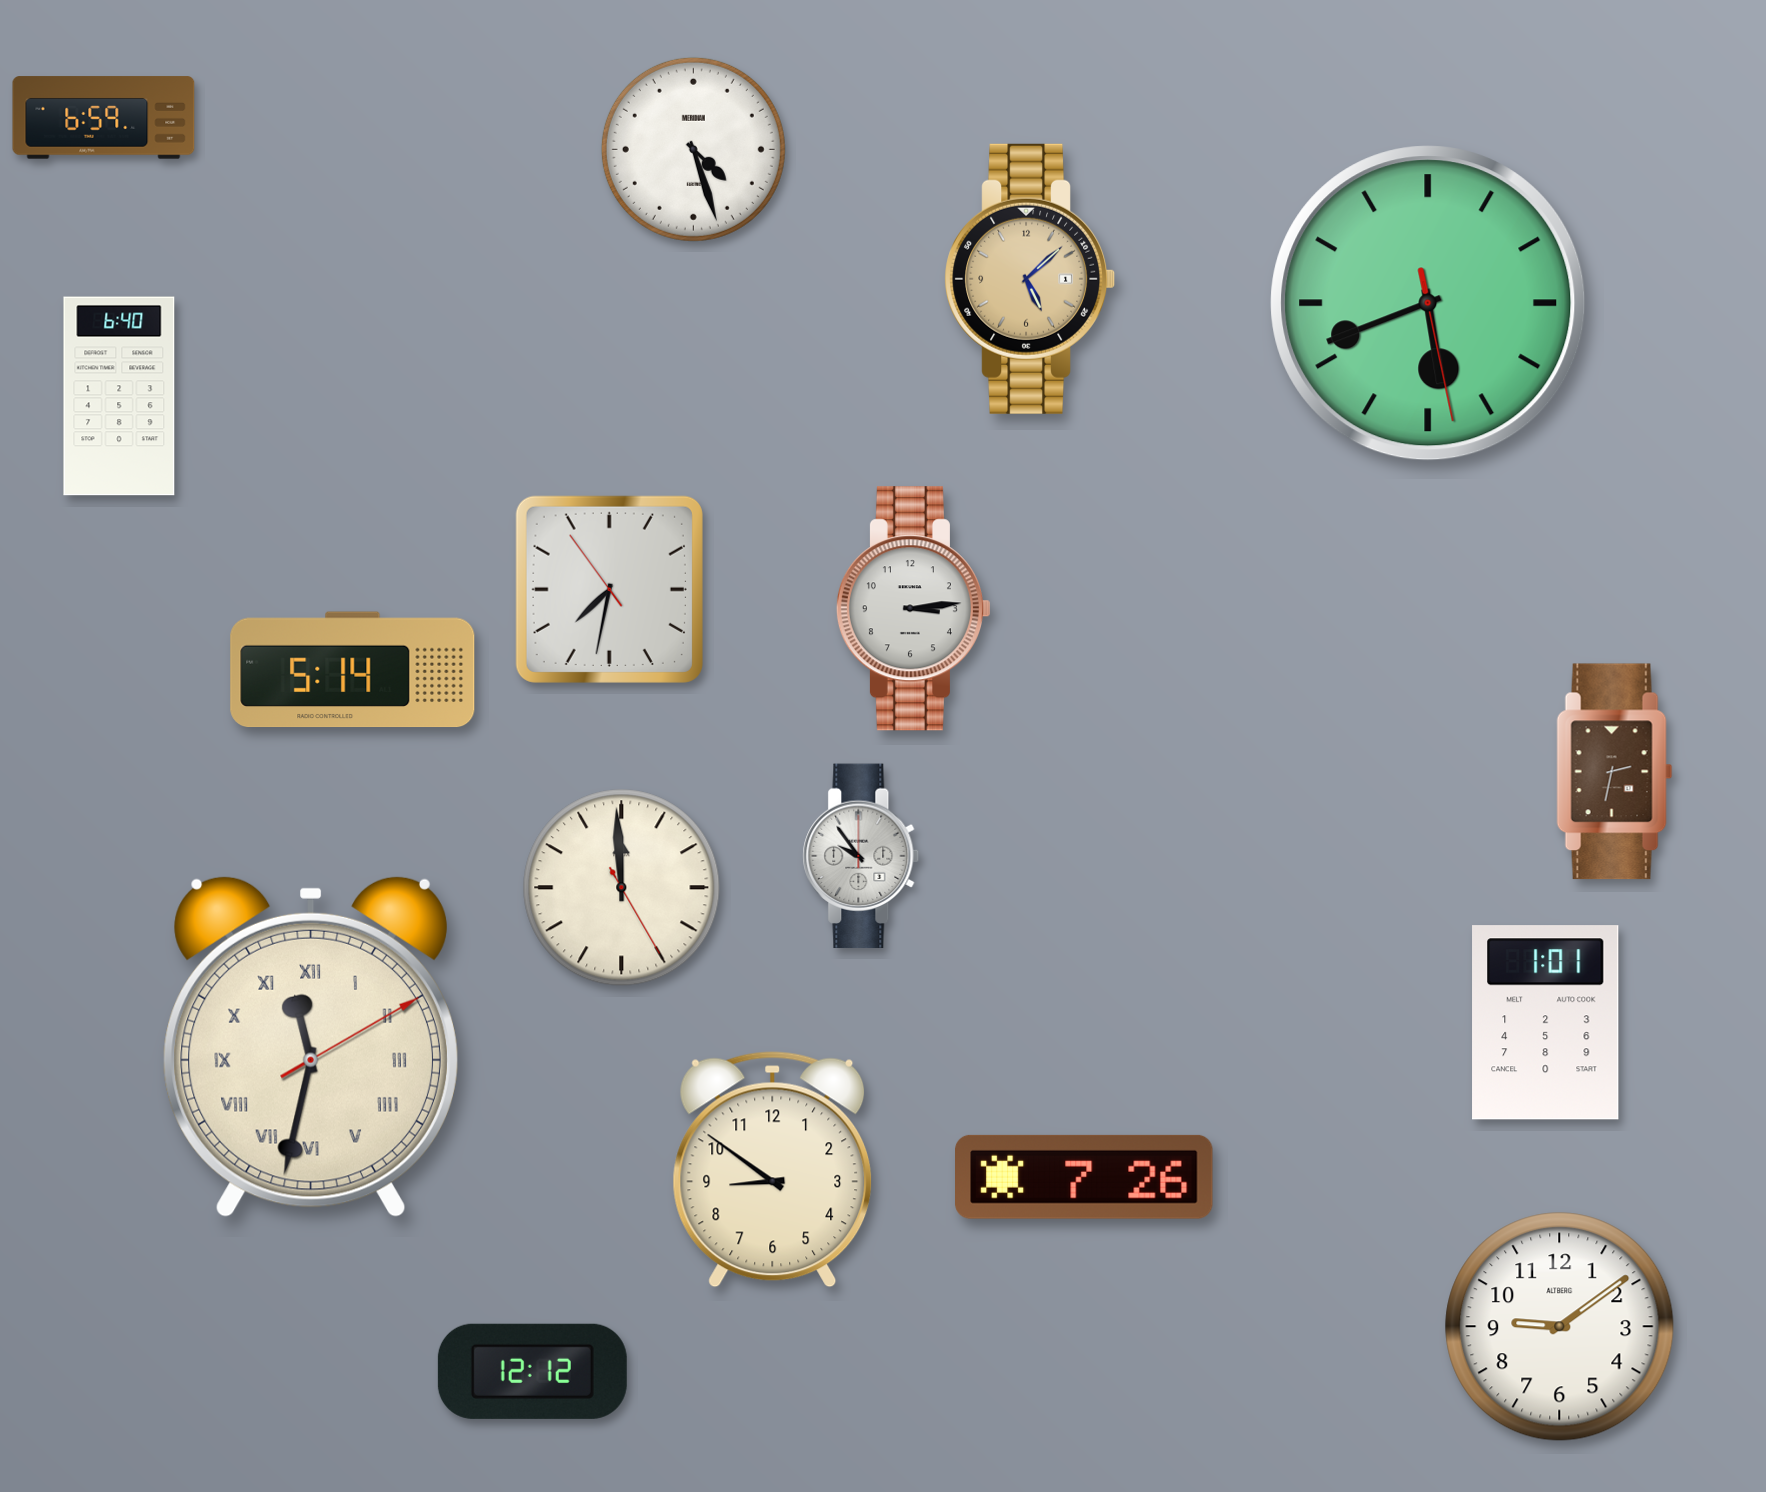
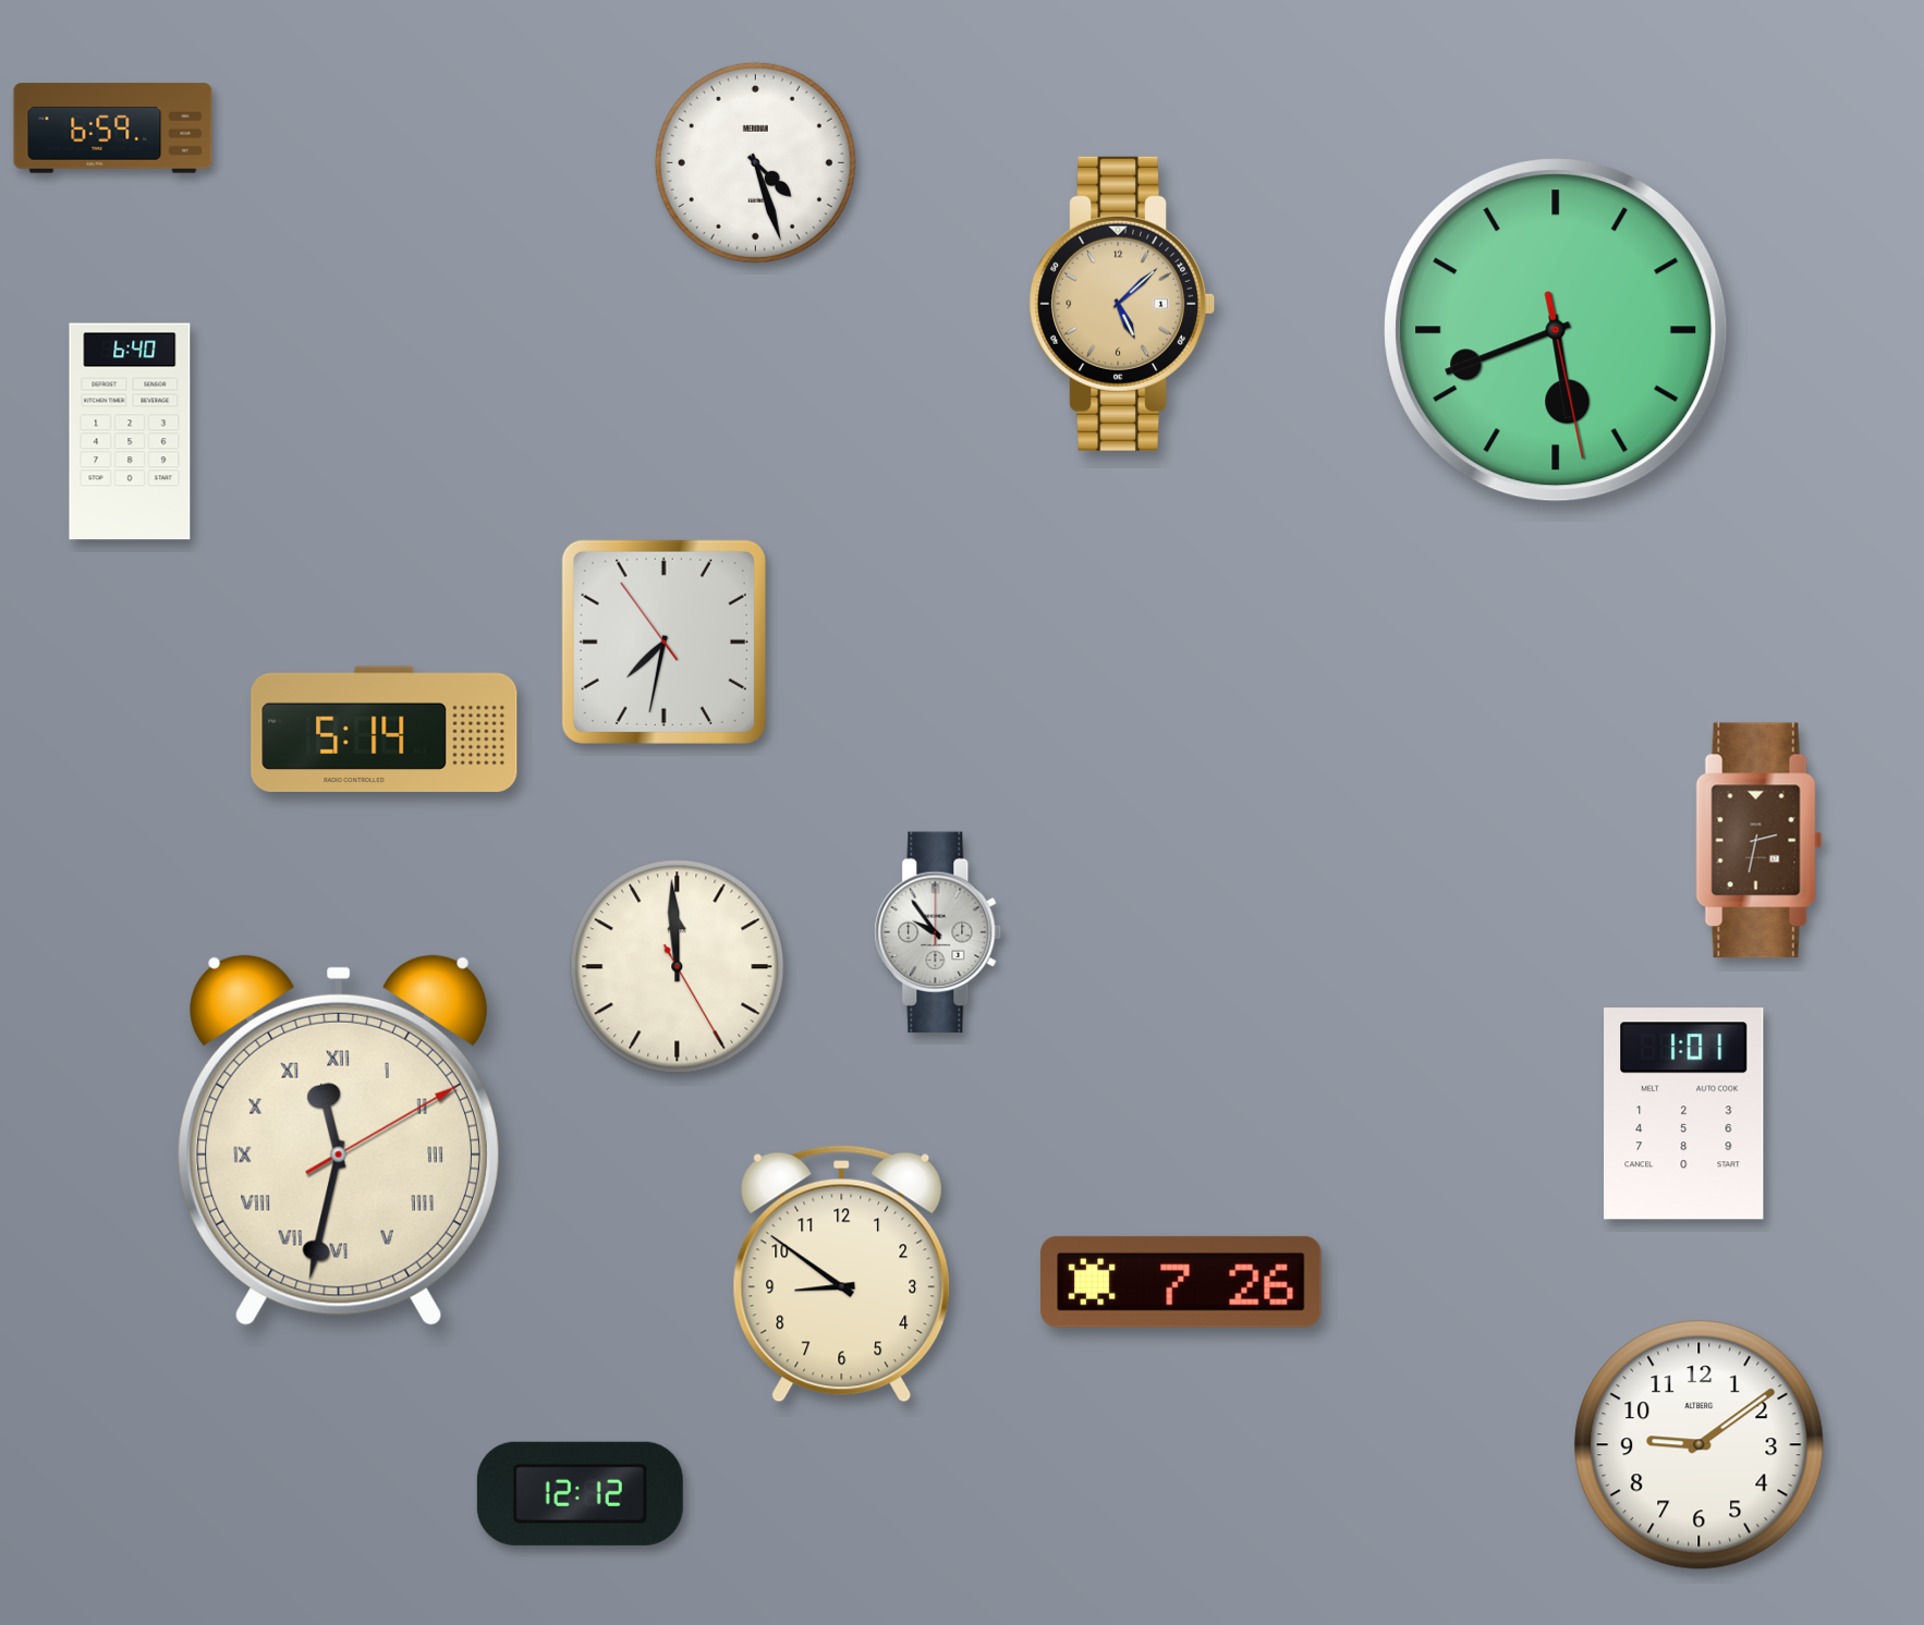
clock at (913, 609): 3:14 -> none
